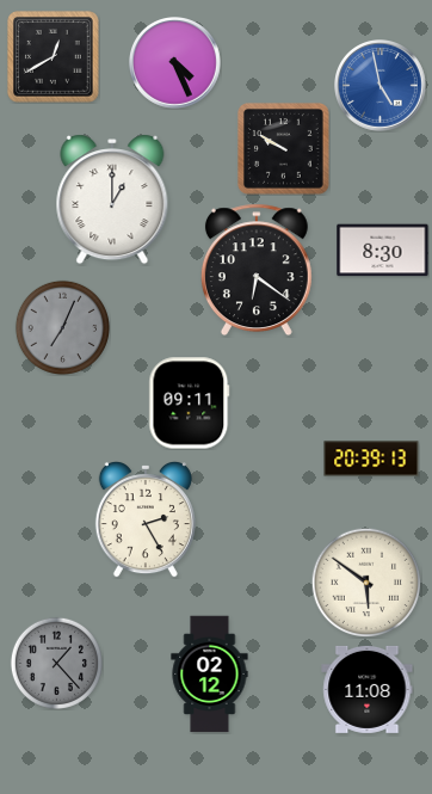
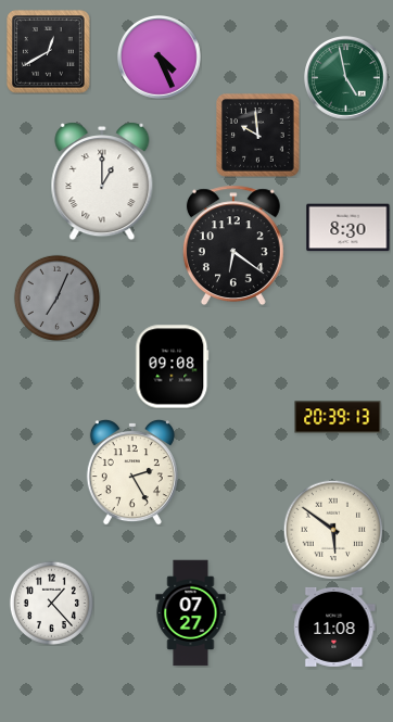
clock at (381, 86) dial: blue -> green
clock at (284, 149): 9:50 -> 9:59
clock at (190, 404): 09:11 -> 09:08
clock at (56, 663) dial: grey -> white
clock at (210, 675): 02:12 -> 07:27
